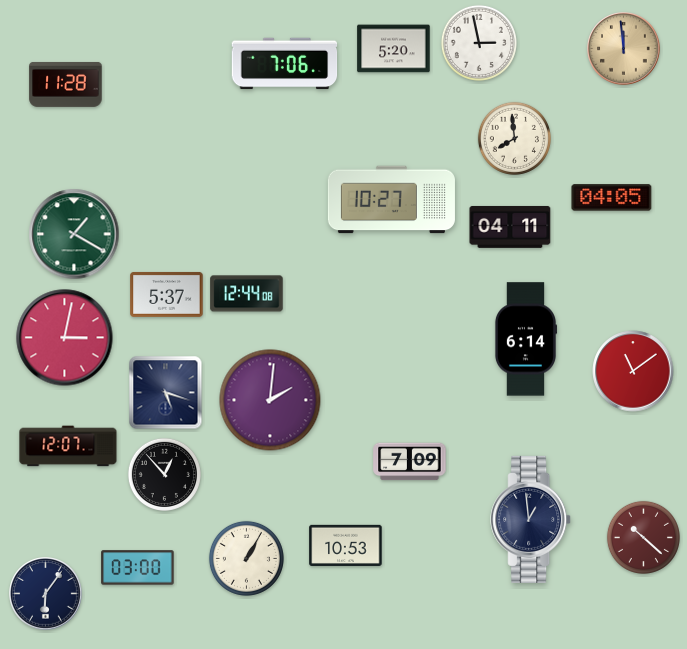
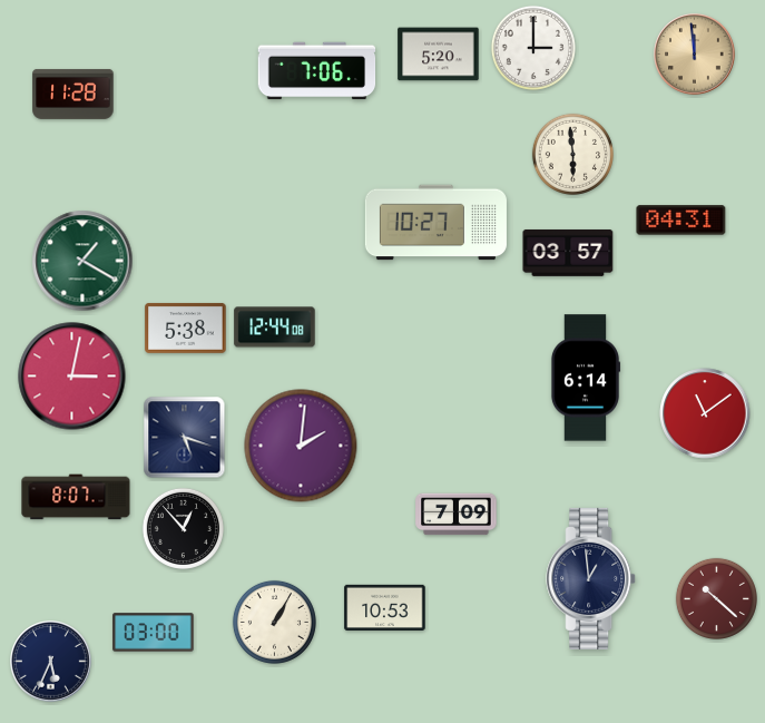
clock at (479, 43): 2:58 -> 3:00
clock at (514, 138): 7:59 -> 5:59
clock at (612, 198): 04:05 -> 04:31
clock at (510, 227): 04:11 -> 03:57
clock at (167, 295): 5:37 -> 5:38
clock at (68, 446): 12:07 -> 8:07
clock at (46, 594): 6:06 -> 5:34
